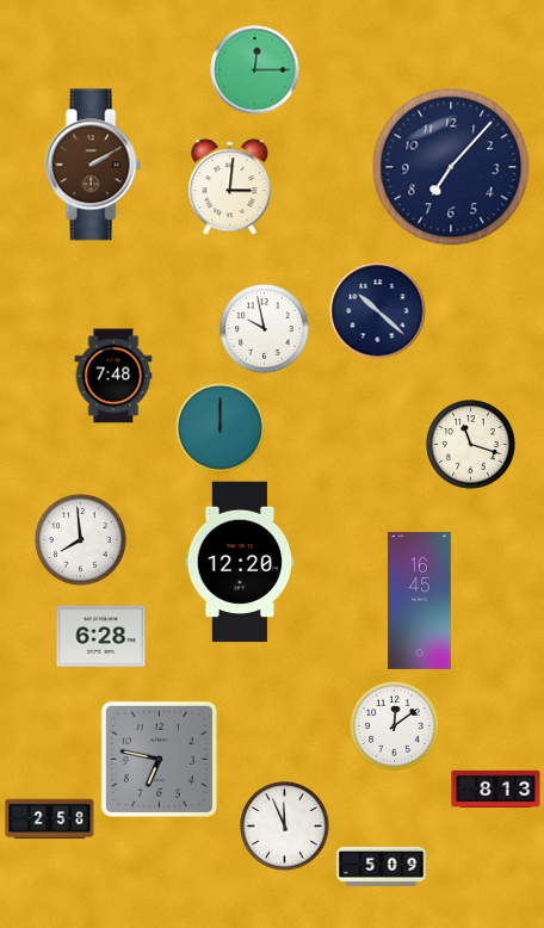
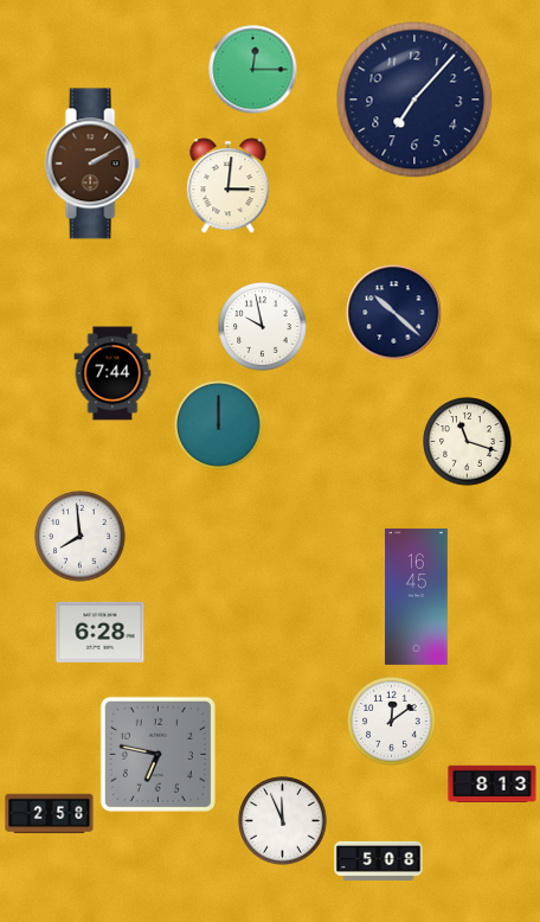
clock at (451, 167) position: (451, 167) -> (414, 100)
clock at (378, 311) position: (378, 311) -> (394, 313)
clock at (113, 376): 7:48 -> 7:44
clock at (240, 562): 12:20 -> none
clock at (382, 866): 5:09 -> 5:08
